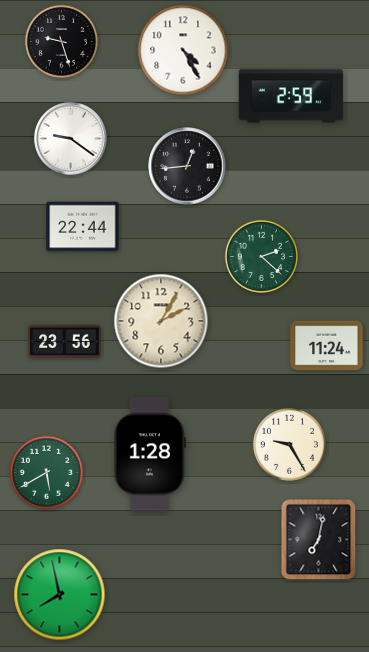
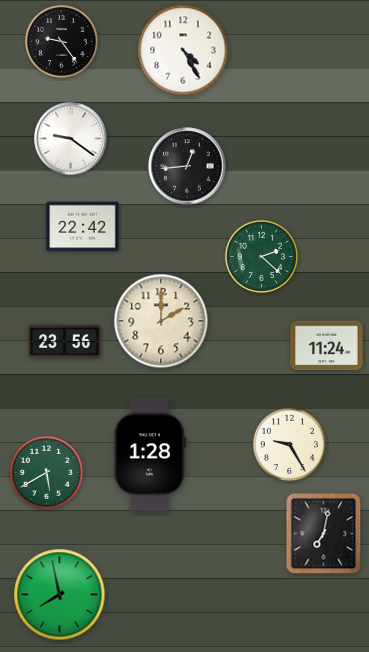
clock at (61, 41): 9:27 -> 9:24
clock at (291, 96): 2:59 -> none
clock at (83, 227): 22:44 -> 22:42
clock at (161, 321): 2:05 -> 2:00
clock at (319, 540) position: (319, 540) -> (324, 534)
